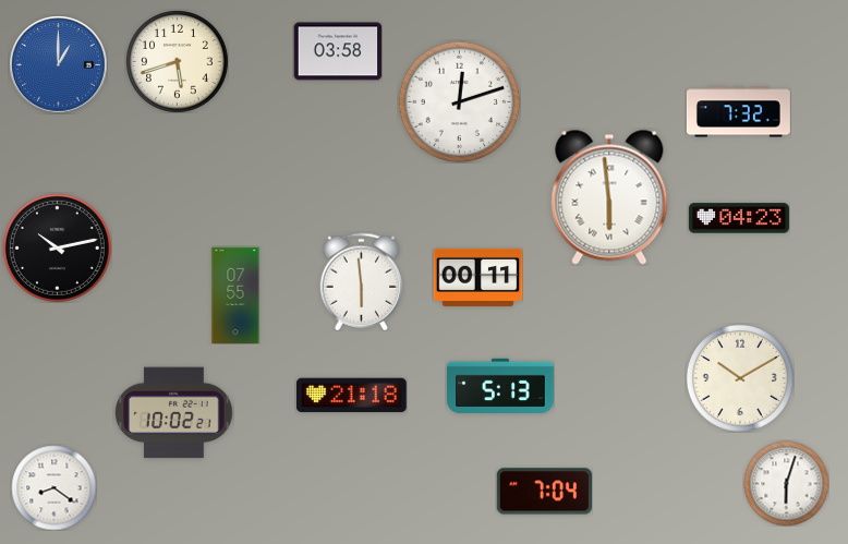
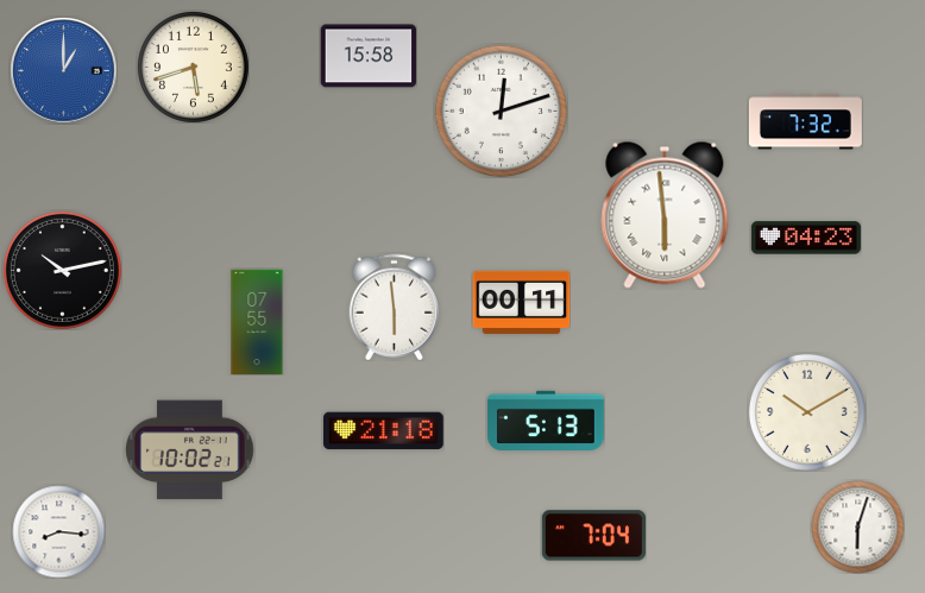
clock at (338, 51): 03:58 -> 15:58
clock at (53, 487): 8:21 -> 8:16
